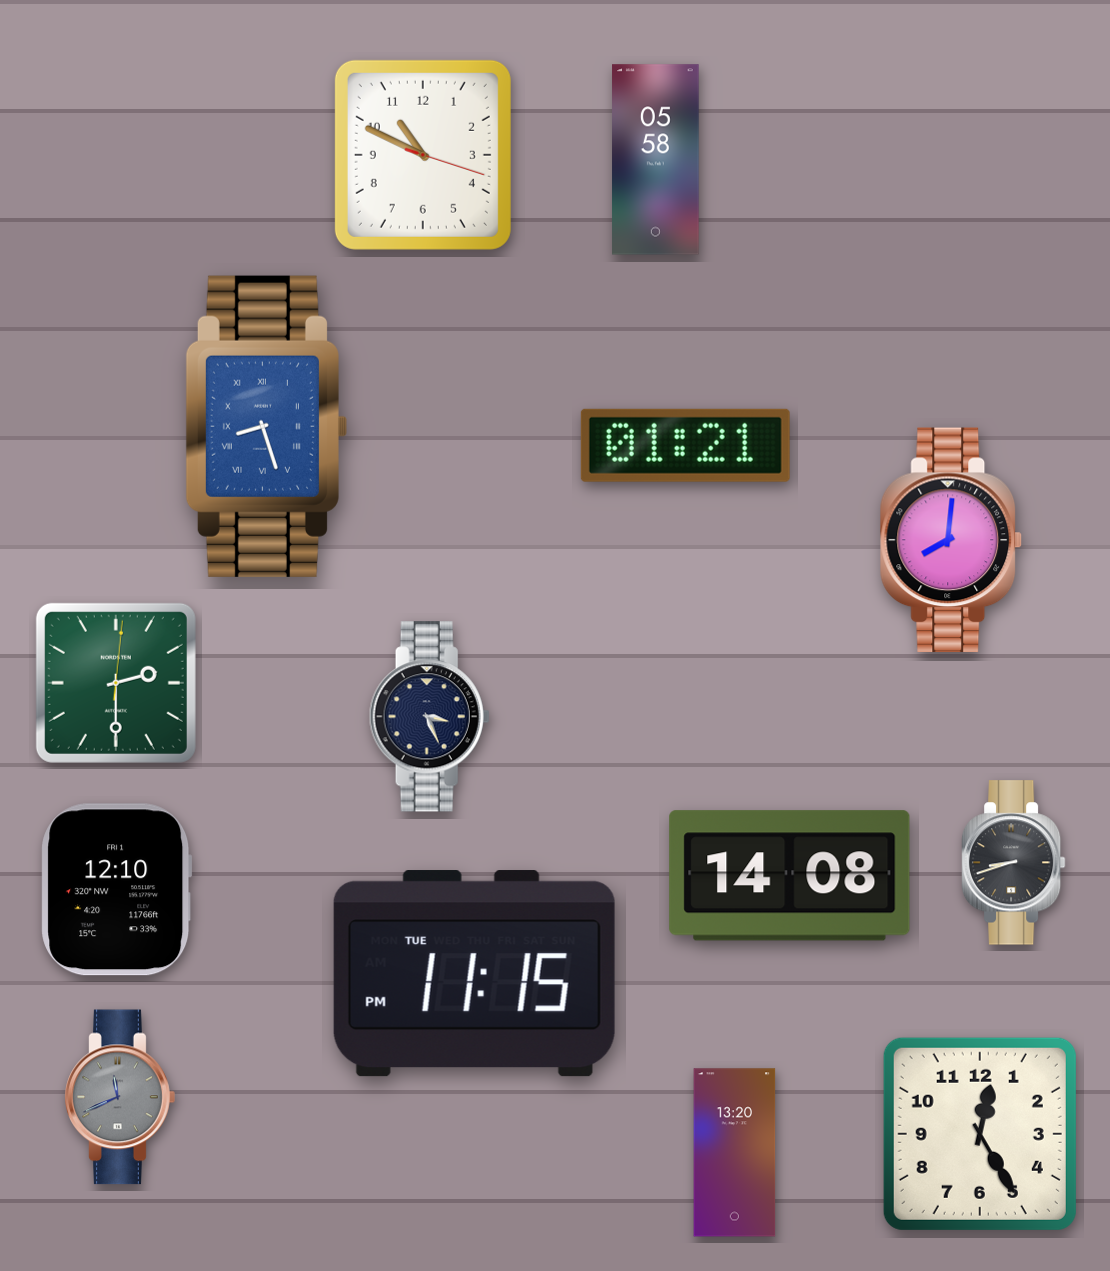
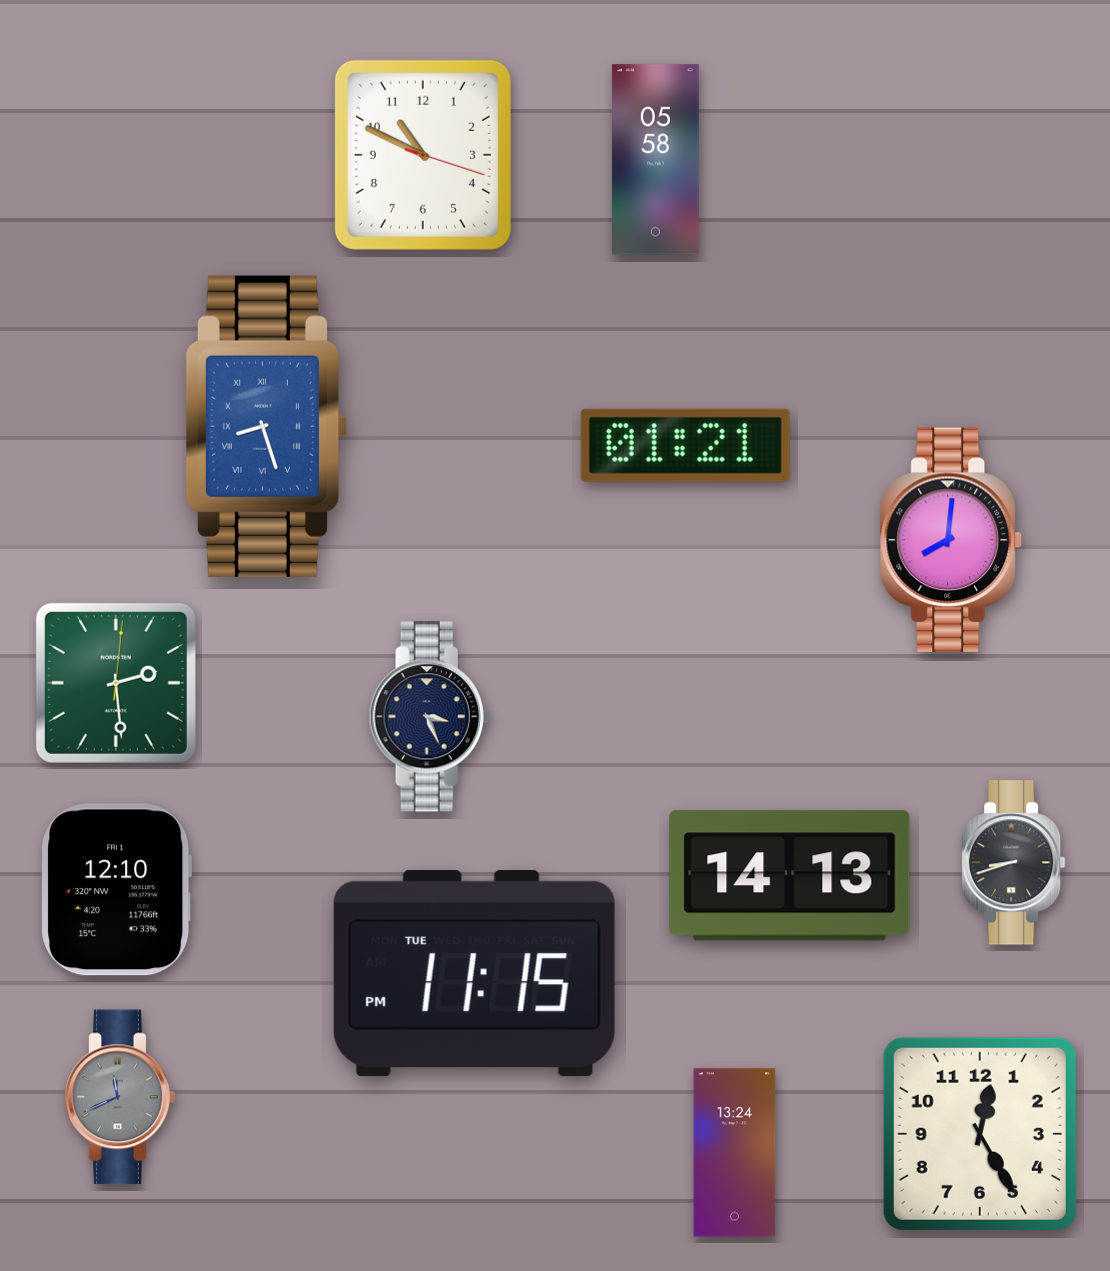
clock at (116, 683): 2:30 -> 2:29
clock at (790, 876): 14:08 -> 14:13
clock at (735, 1153): 13:20 -> 13:24
